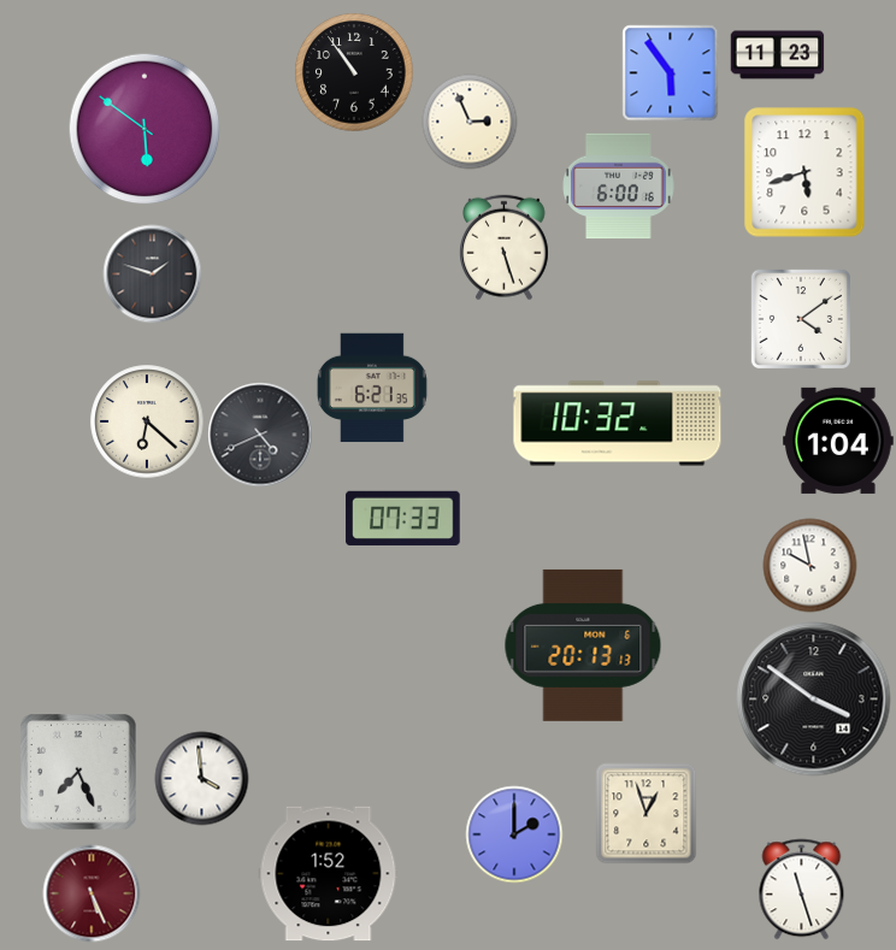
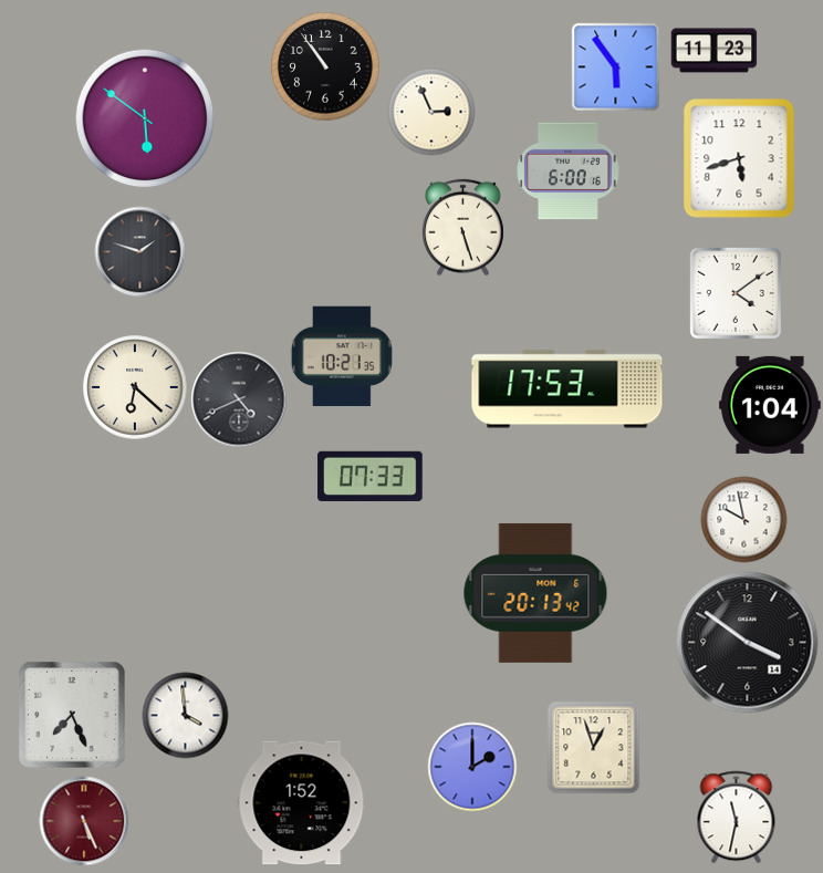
clock at (145, 129) position: (145, 129) -> (145, 118)
clock at (372, 388): 6:21 -> 10:21
clock at (618, 424): 10:32 -> 17:53
clock at (583, 645): 20:13:13 -> 20:13:42
clock at (78, 772) position: (78, 772) -> (72, 715)
clock at (802, 889): 11:27 -> 11:32
